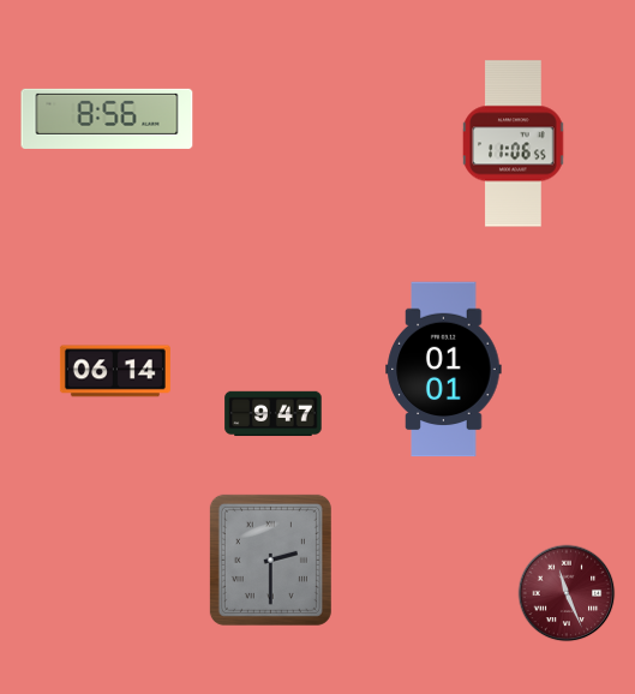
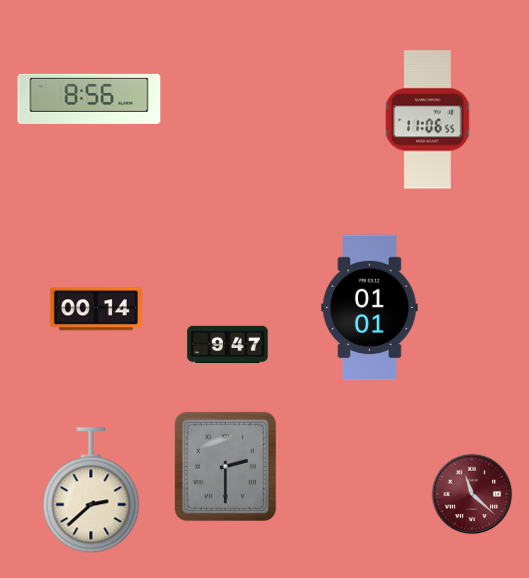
clock at (115, 371): 06:14 -> 00:14
clock at (91, 491): none -> 2:38
clock at (567, 593): 11:26 -> 11:22
